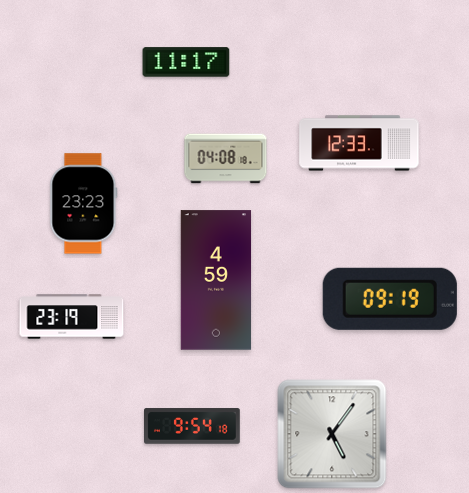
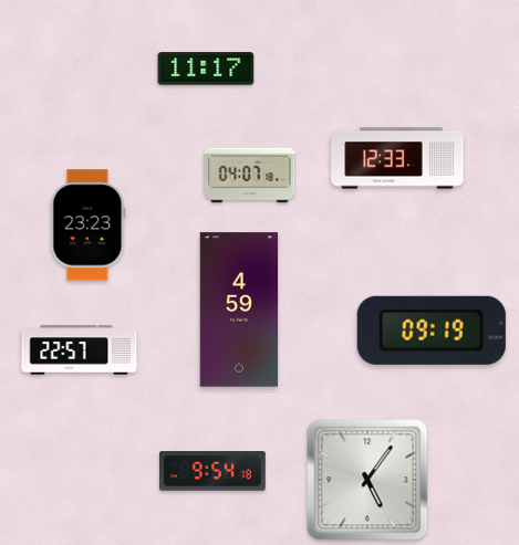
clock at (226, 159): 04:08 -> 04:07
clock at (84, 204) position: (84, 204) -> (89, 226)
clock at (72, 317): 23:19 -> 22:57
